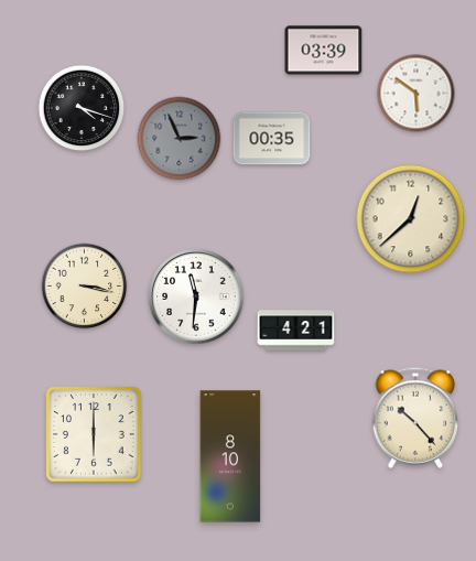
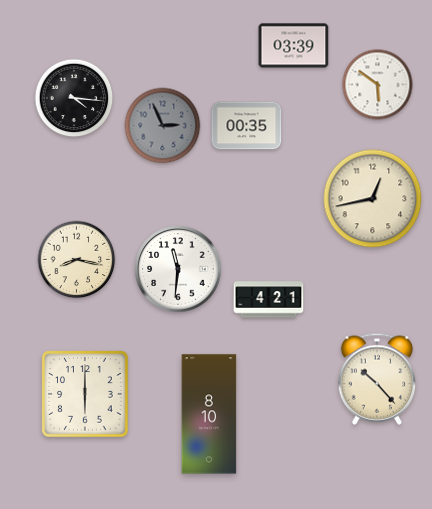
clock at (82, 108): 4:18 -> 4:16
clock at (411, 219): 12:38 -> 12:43
clock at (85, 287): 3:17 -> 8:17
